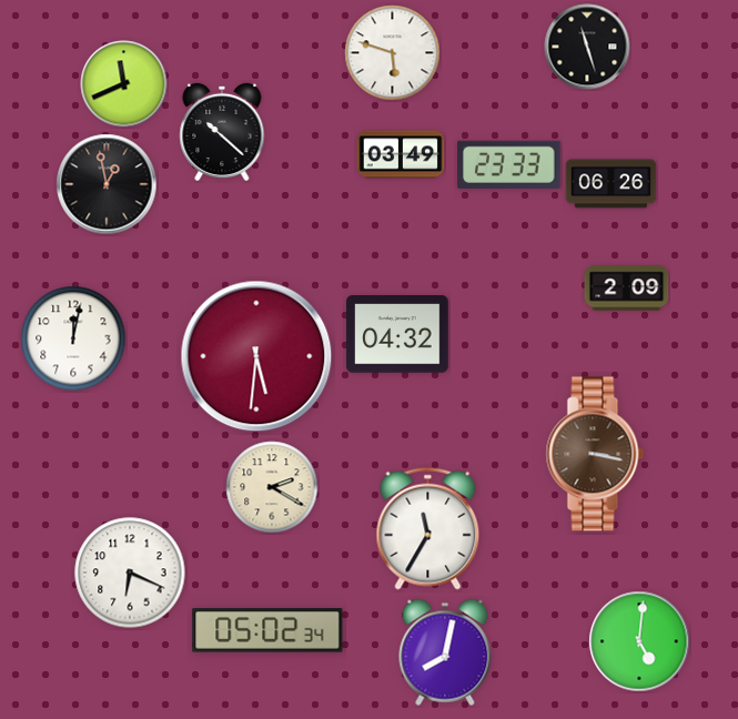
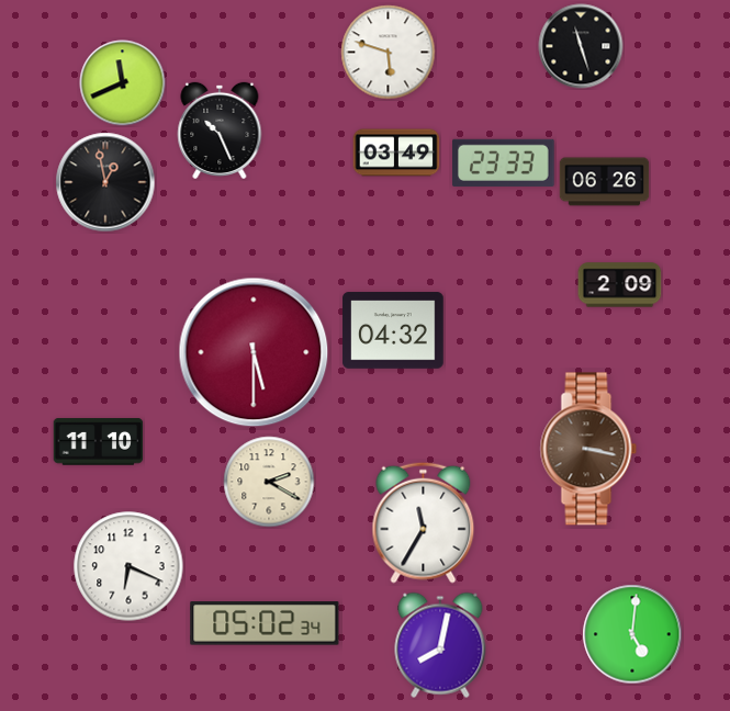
clock at (222, 132): 10:22 -> 10:26
clock at (73, 338): 12:02 -> none
clock at (256, 356): 5:31 -> 5:30
clock at (99, 442): none -> 11:10
